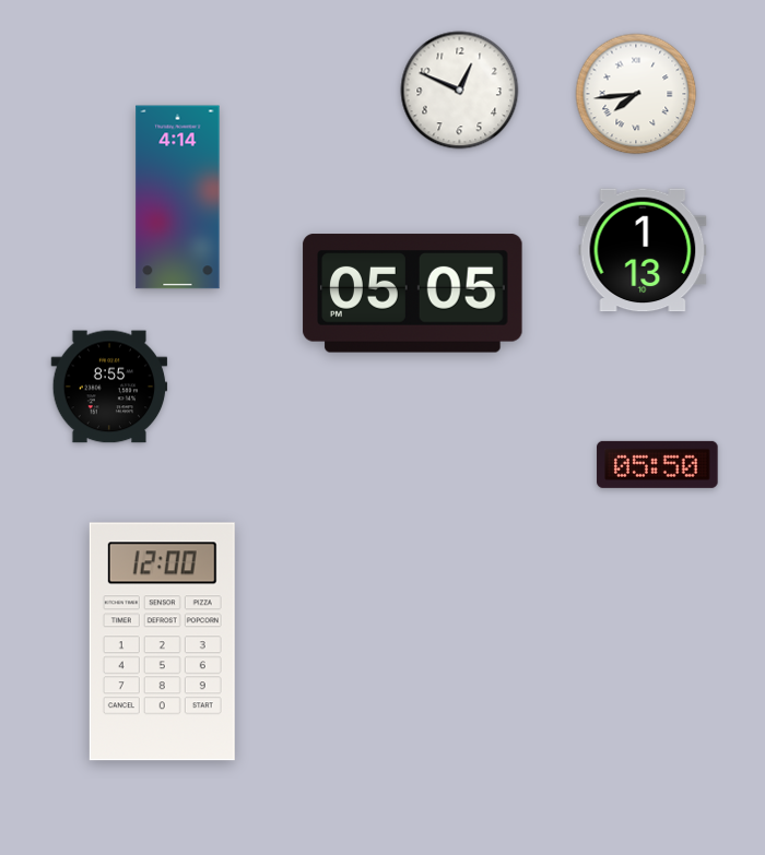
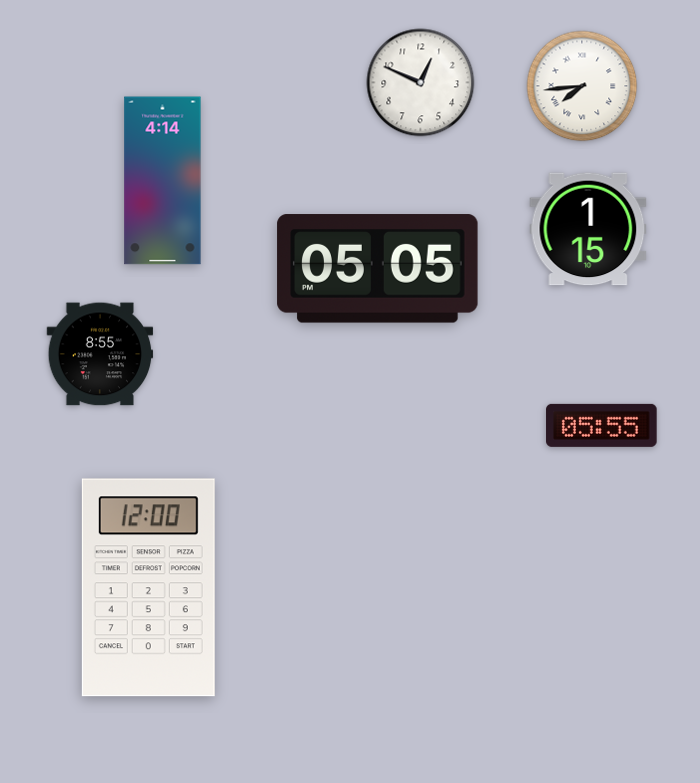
clock at (643, 250): 1:13 -> 1:15
clock at (658, 464): 05:50 -> 05:55
